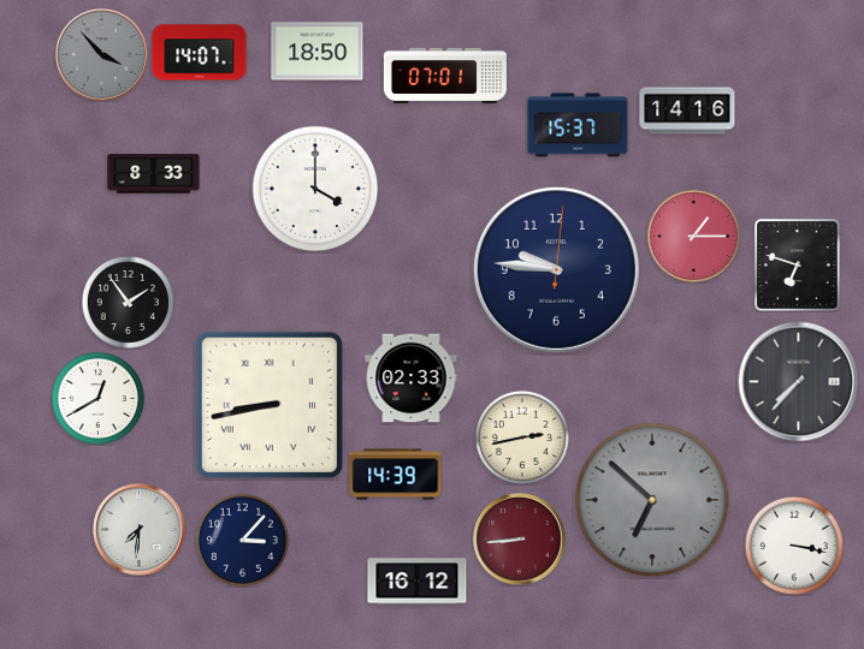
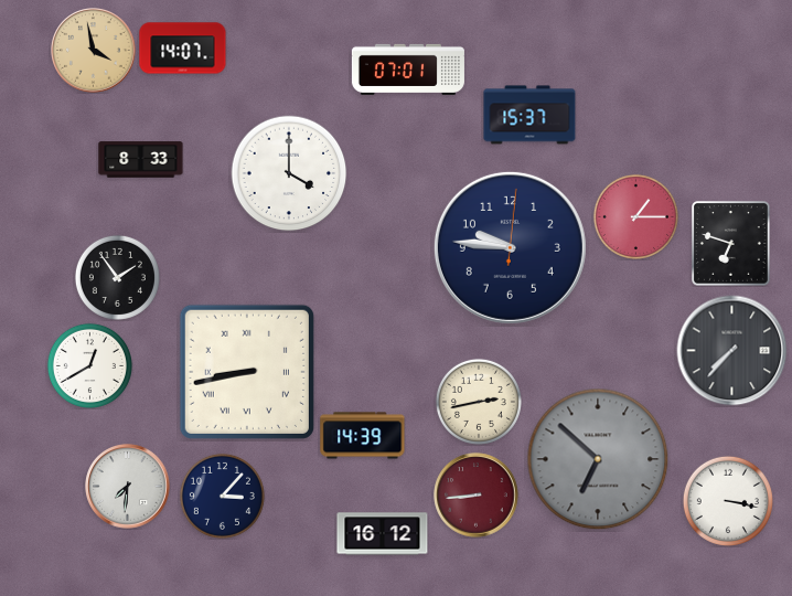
clock at (318, 52): 18:50 -> none
clock at (102, 55): 3:53 -> 3:58
clock at (102, 55) dial: grey -> champagne
clock at (687, 111): 14:16 -> none
clock at (412, 379): 02:33 -> none
